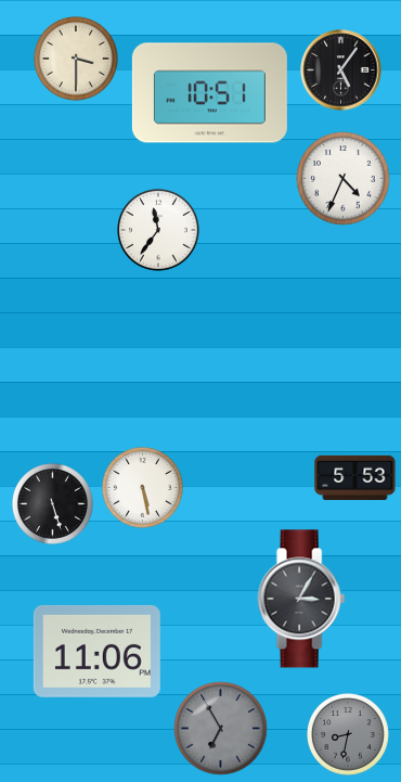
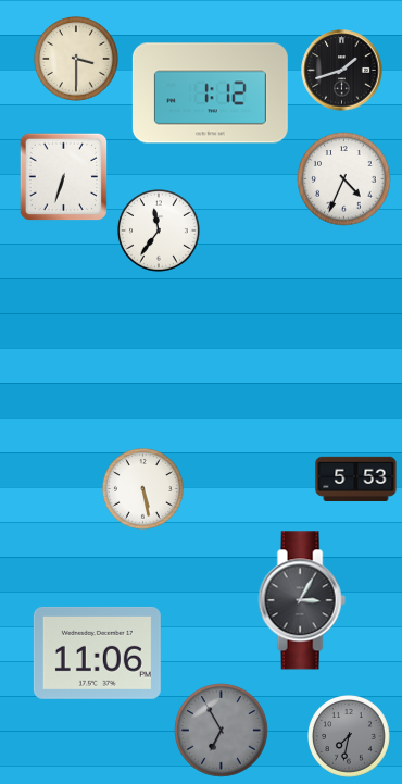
clock at (341, 70): 5:06 -> 1:42
clock at (209, 93): 10:51 -> 1:12
clock at (64, 177): none -> 6:33
clock at (53, 504): 5:27 -> none
clock at (349, 735): 8:32 -> 7:32
